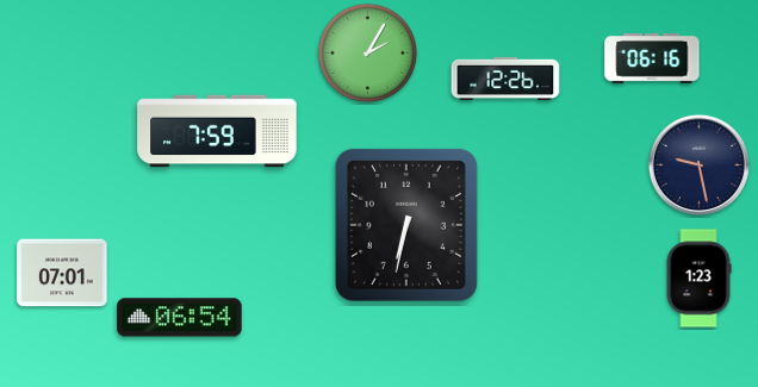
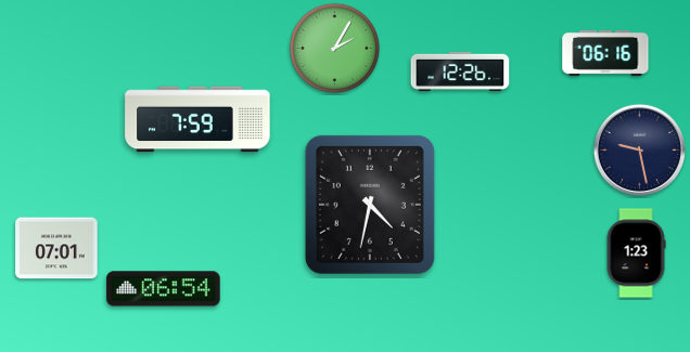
clock at (652, 58) position: (652, 58) -> (605, 53)
clock at (698, 164) position: (698, 164) -> (639, 149)
clock at (406, 225): 6:32 -> 4:32
